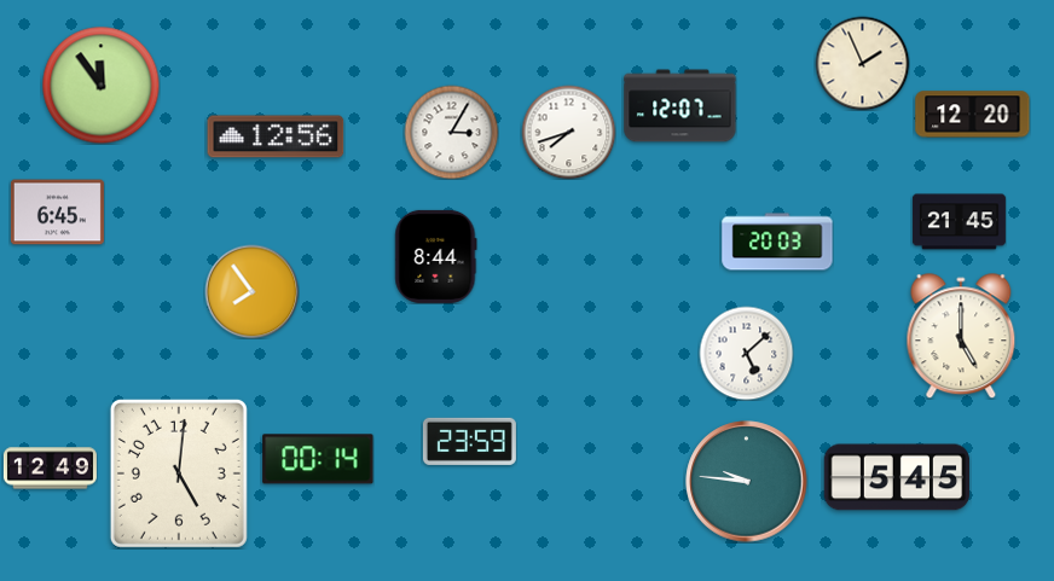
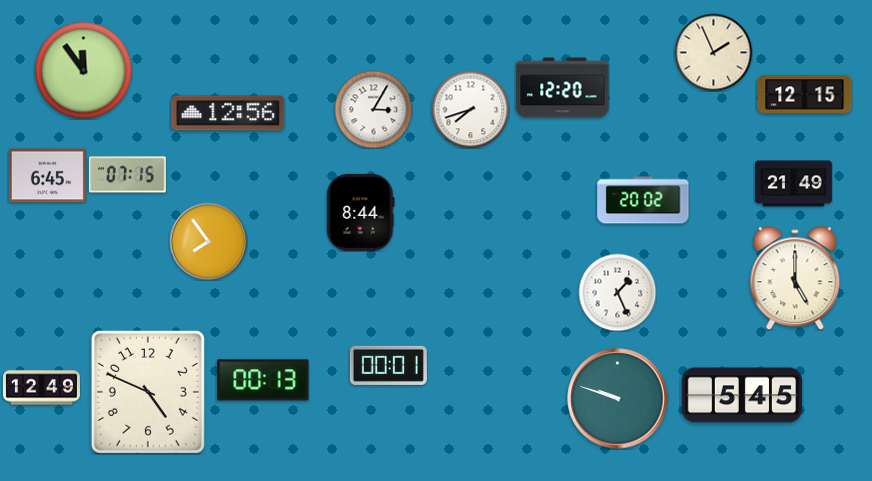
clock at (681, 106): 12:07 -> 12:20
clock at (973, 115): 12:20 -> 12:15
clock at (127, 175): none -> 07:15
clock at (959, 222): 21:45 -> 21:49
clock at (777, 242): 20:03 -> 20:02
clock at (746, 353): 5:08 -> 1:26
clock at (469, 441): 23:59 -> 00:01
clock at (318, 459): 00:14 -> 00:13
clock at (179, 473): 5:01 -> 4:49
clock at (747, 482): 9:46 -> 9:48
